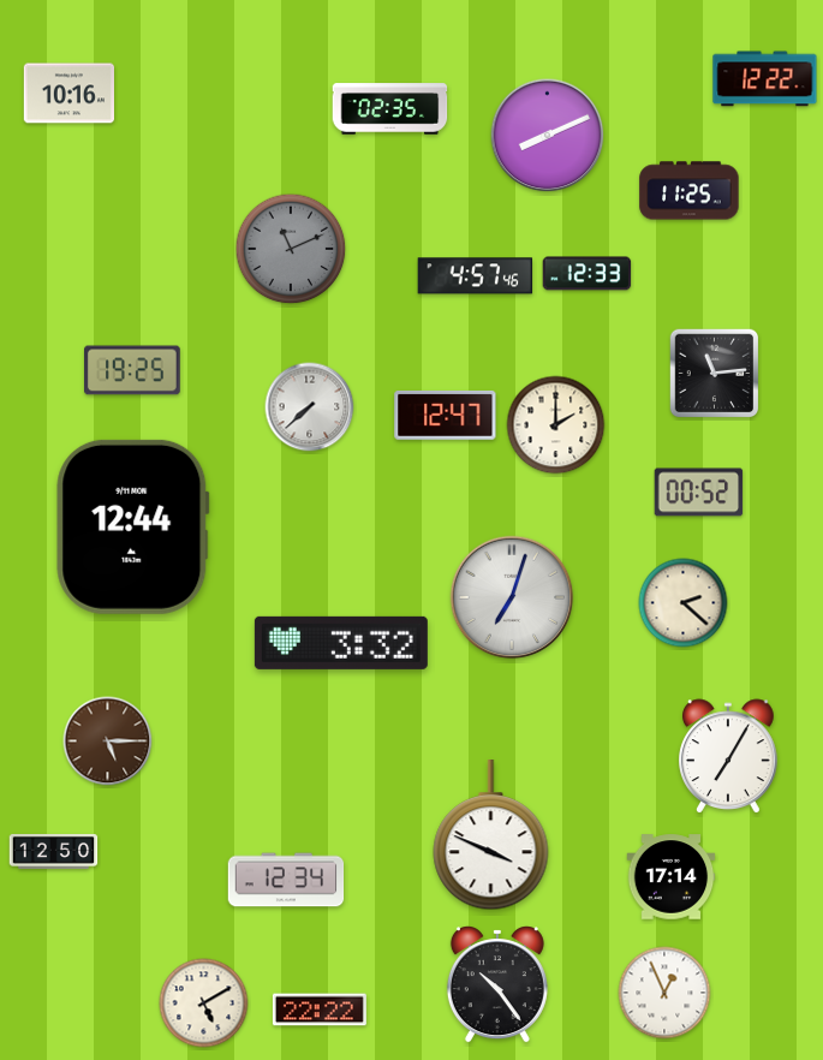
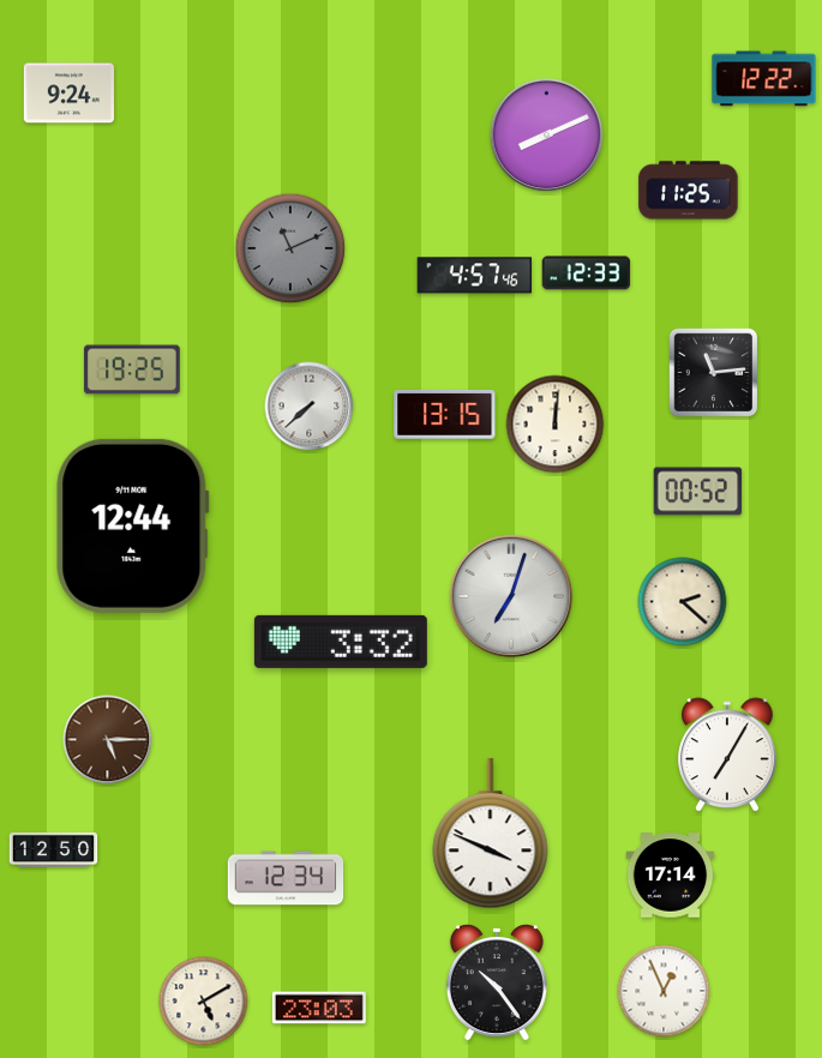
clock at (68, 94): 10:16 -> 9:24
clock at (390, 109): 02:35 -> none
clock at (446, 415): 12:47 -> 13:15
clock at (556, 425): 2:00 -> 12:01
clock at (320, 1010): 22:22 -> 23:03
